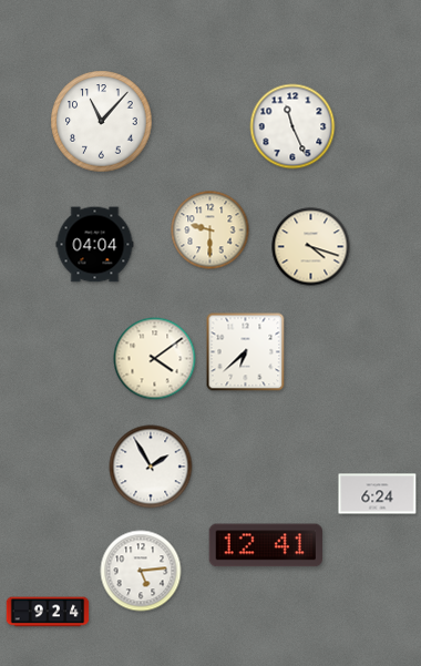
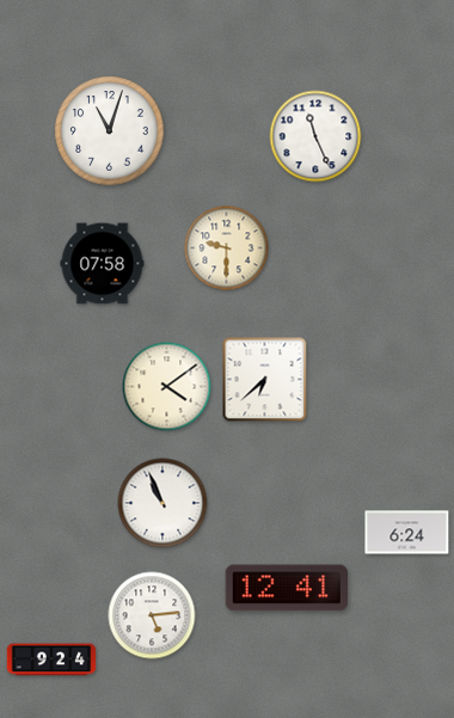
clock at (102, 122): 11:07 -> 11:03
clock at (95, 245): 04:04 -> 07:58
clock at (311, 247): 4:18 -> none
clock at (151, 467): 1:55 -> 10:56
